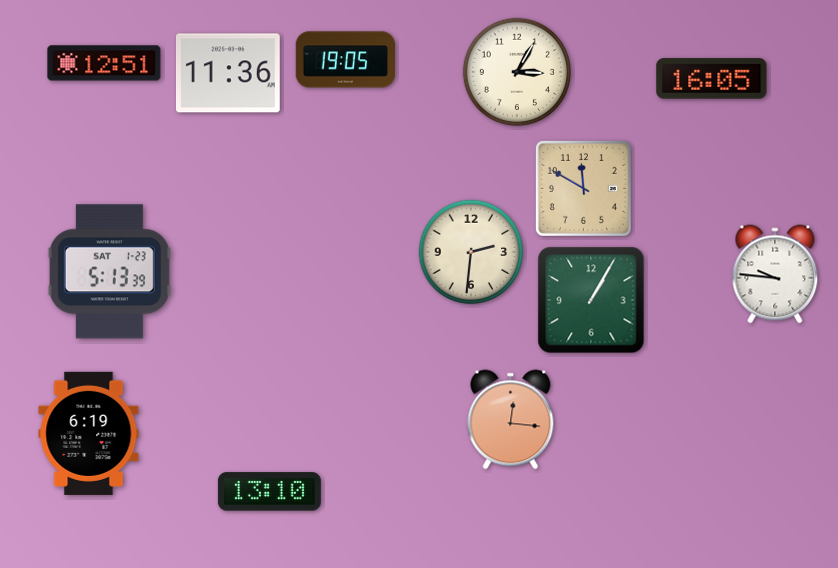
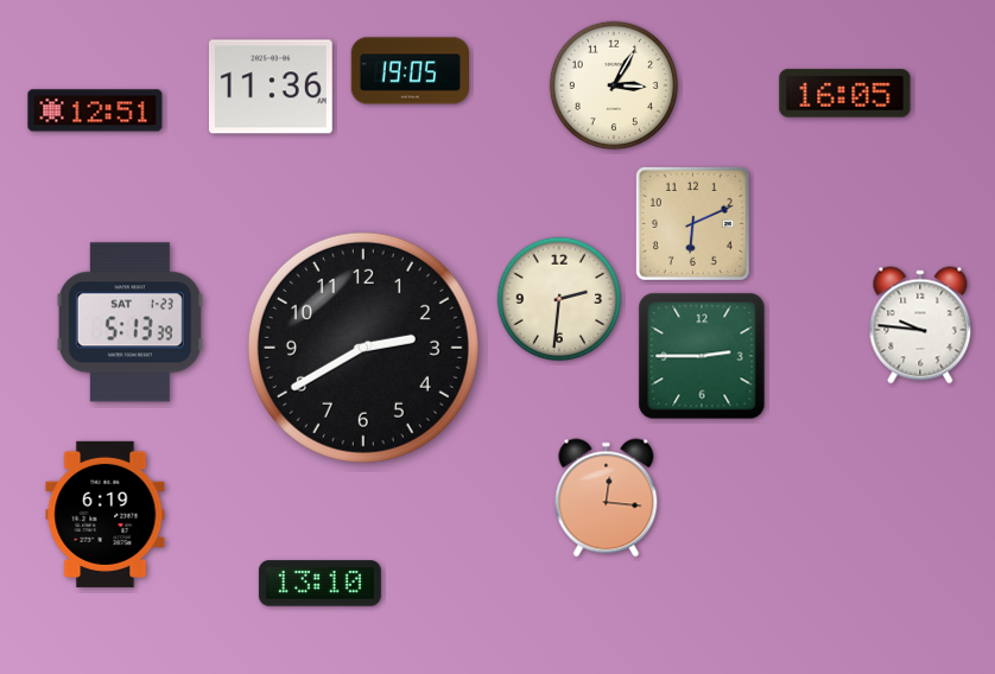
clock at (104, 63) position: (104, 63) -> (95, 110)
clock at (583, 188): 11:50 -> 6:11
clock at (363, 348): none -> 2:40
clock at (591, 300): 1:05 -> 2:45
